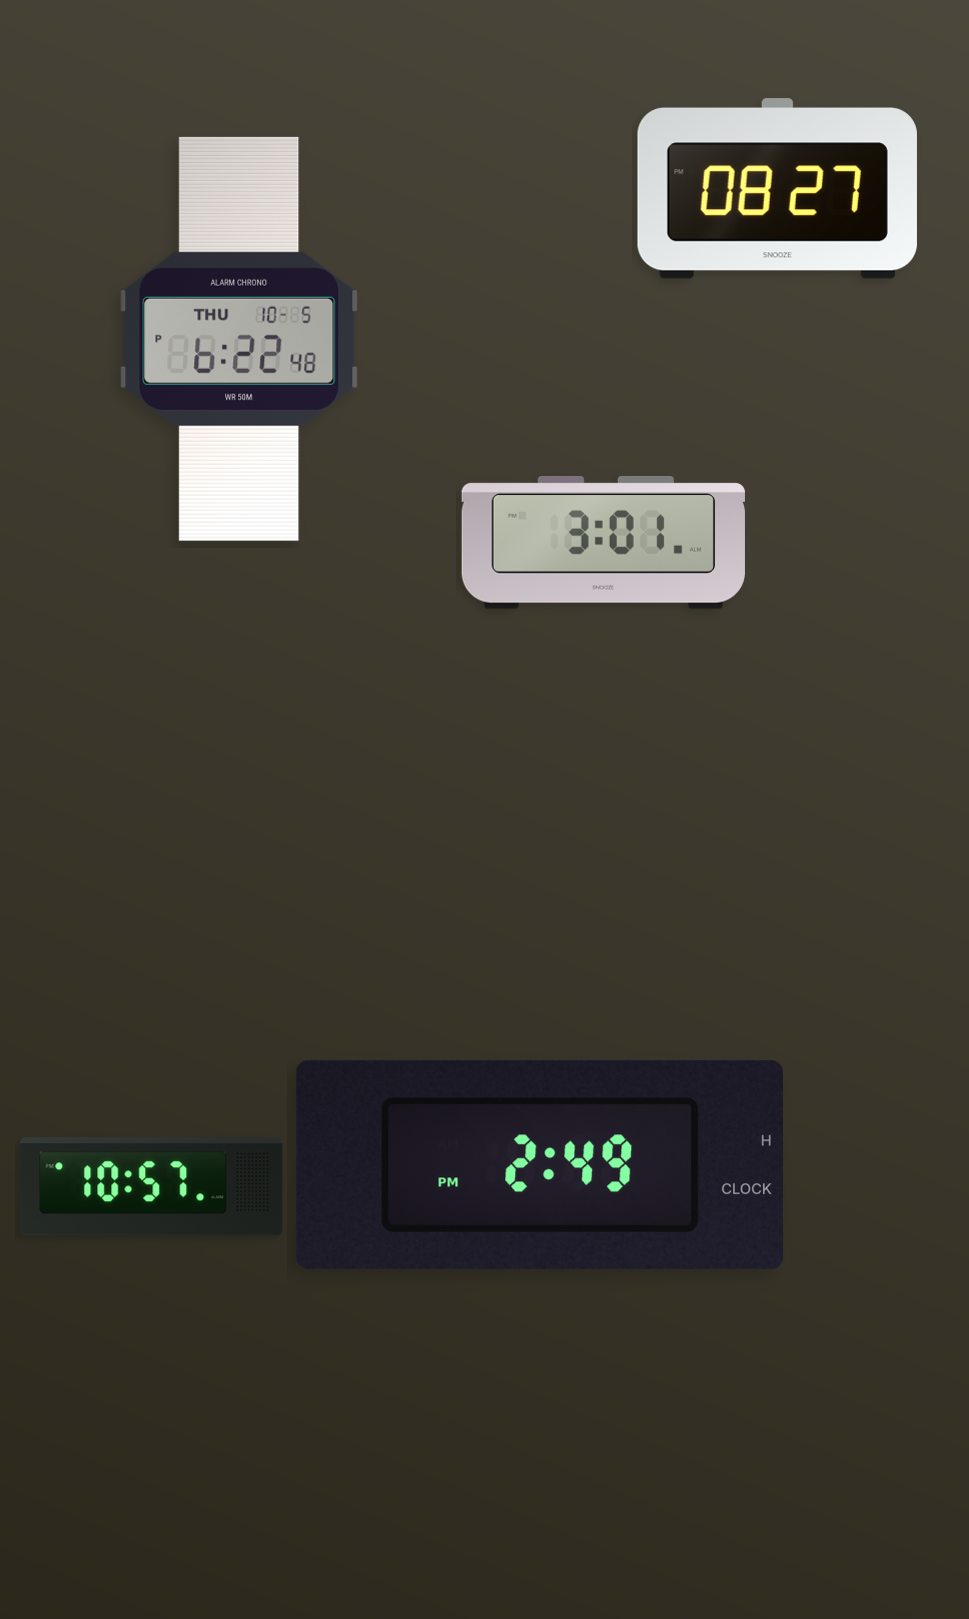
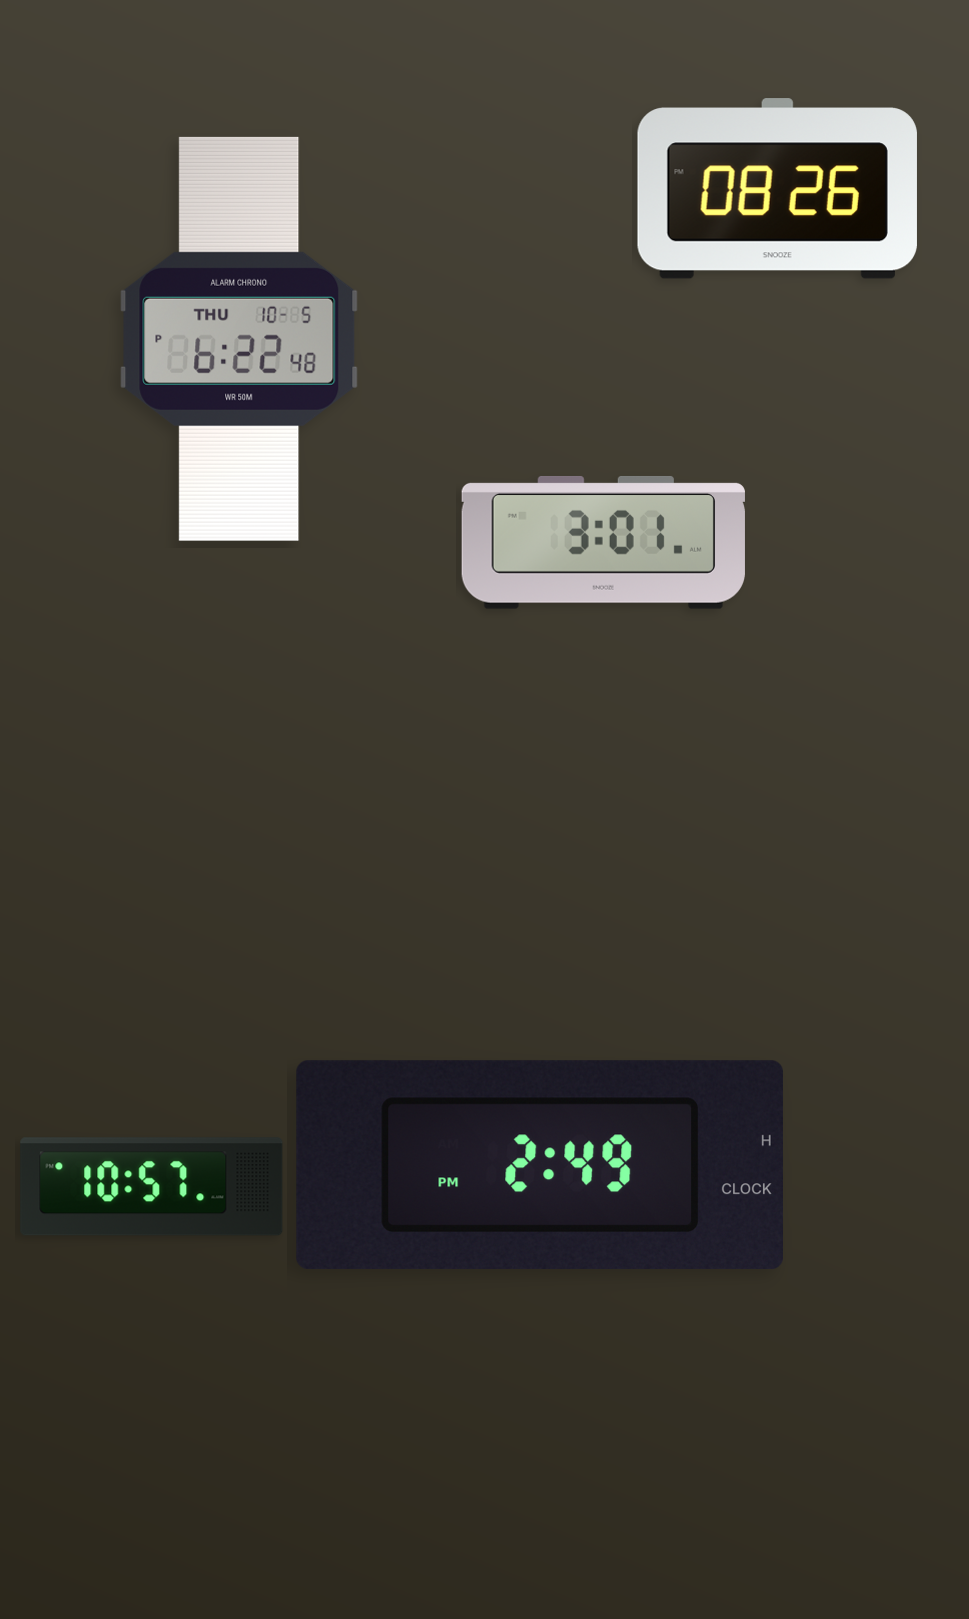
clock at (777, 189): 08:27 -> 08:26
